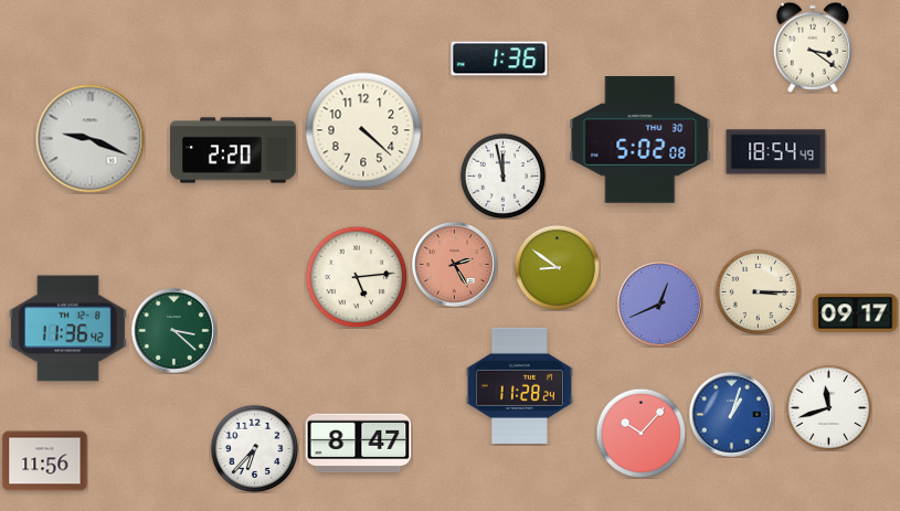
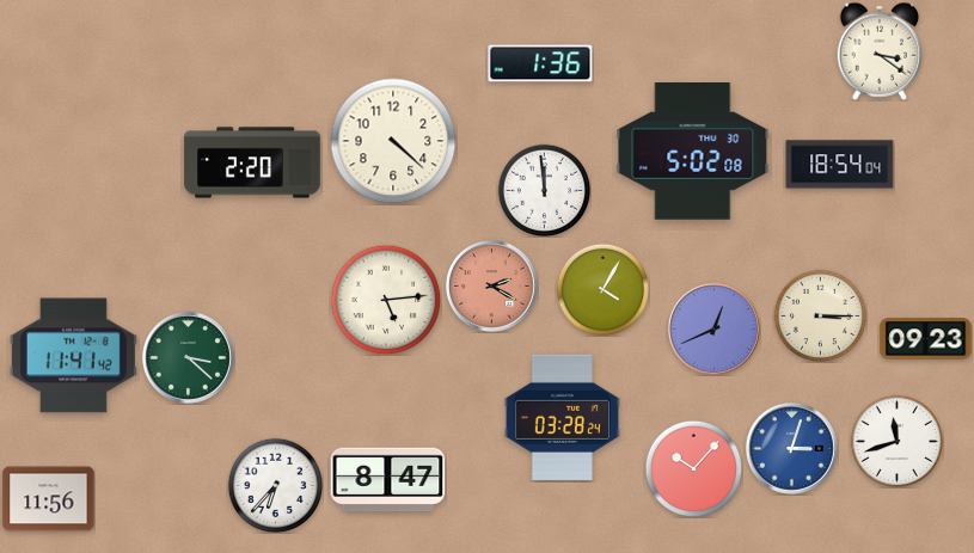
clock at (91, 139): 9:19 -> none
clock at (776, 152): 18:54:49 -> 18:54:04
clock at (502, 175): 11:58 -> 11:59
clock at (454, 264): 2:25 -> 2:20
clock at (557, 267): 8:51 -> 4:05
clock at (856, 313): 09:17 -> 09:23
clock at (67, 329): 11:36 -> 11:41
clock at (519, 385): 11:28 -> 03:28
clock at (731, 414): 1:03 -> 3:03
